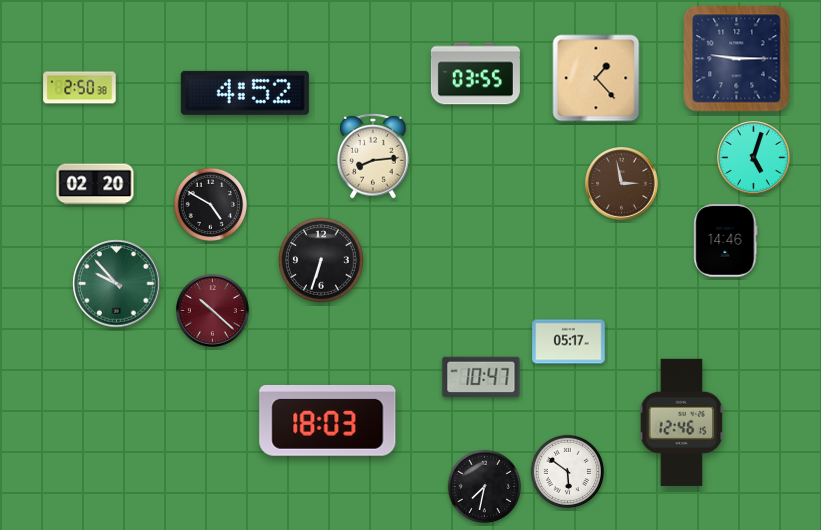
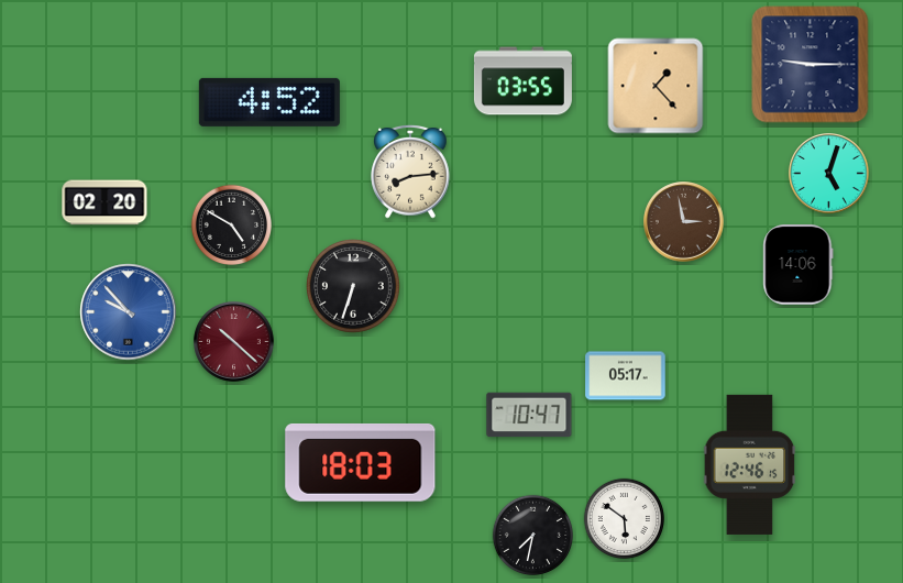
clock at (80, 88): 2:50 -> none
clock at (622, 184) position: (622, 184) -> (684, 222)
clock at (726, 241): 14:46 -> 14:06
clock at (117, 284) dial: green -> blue
